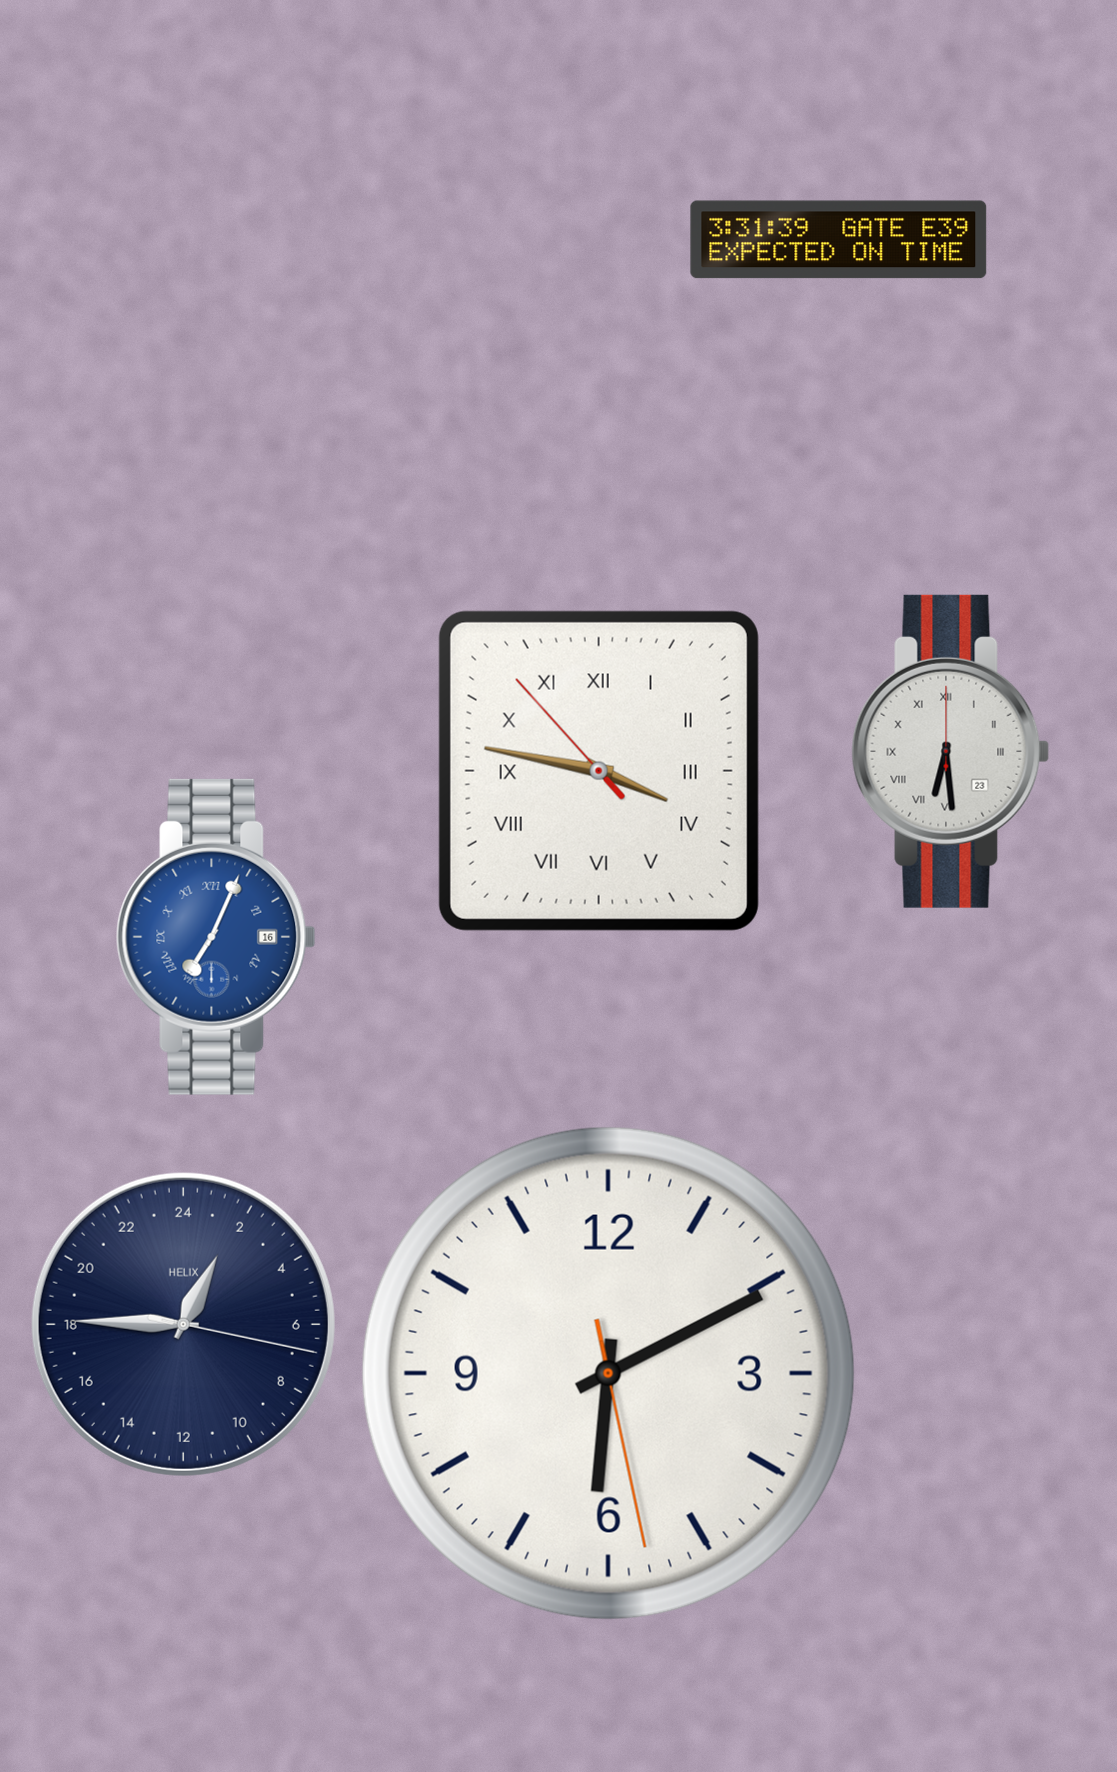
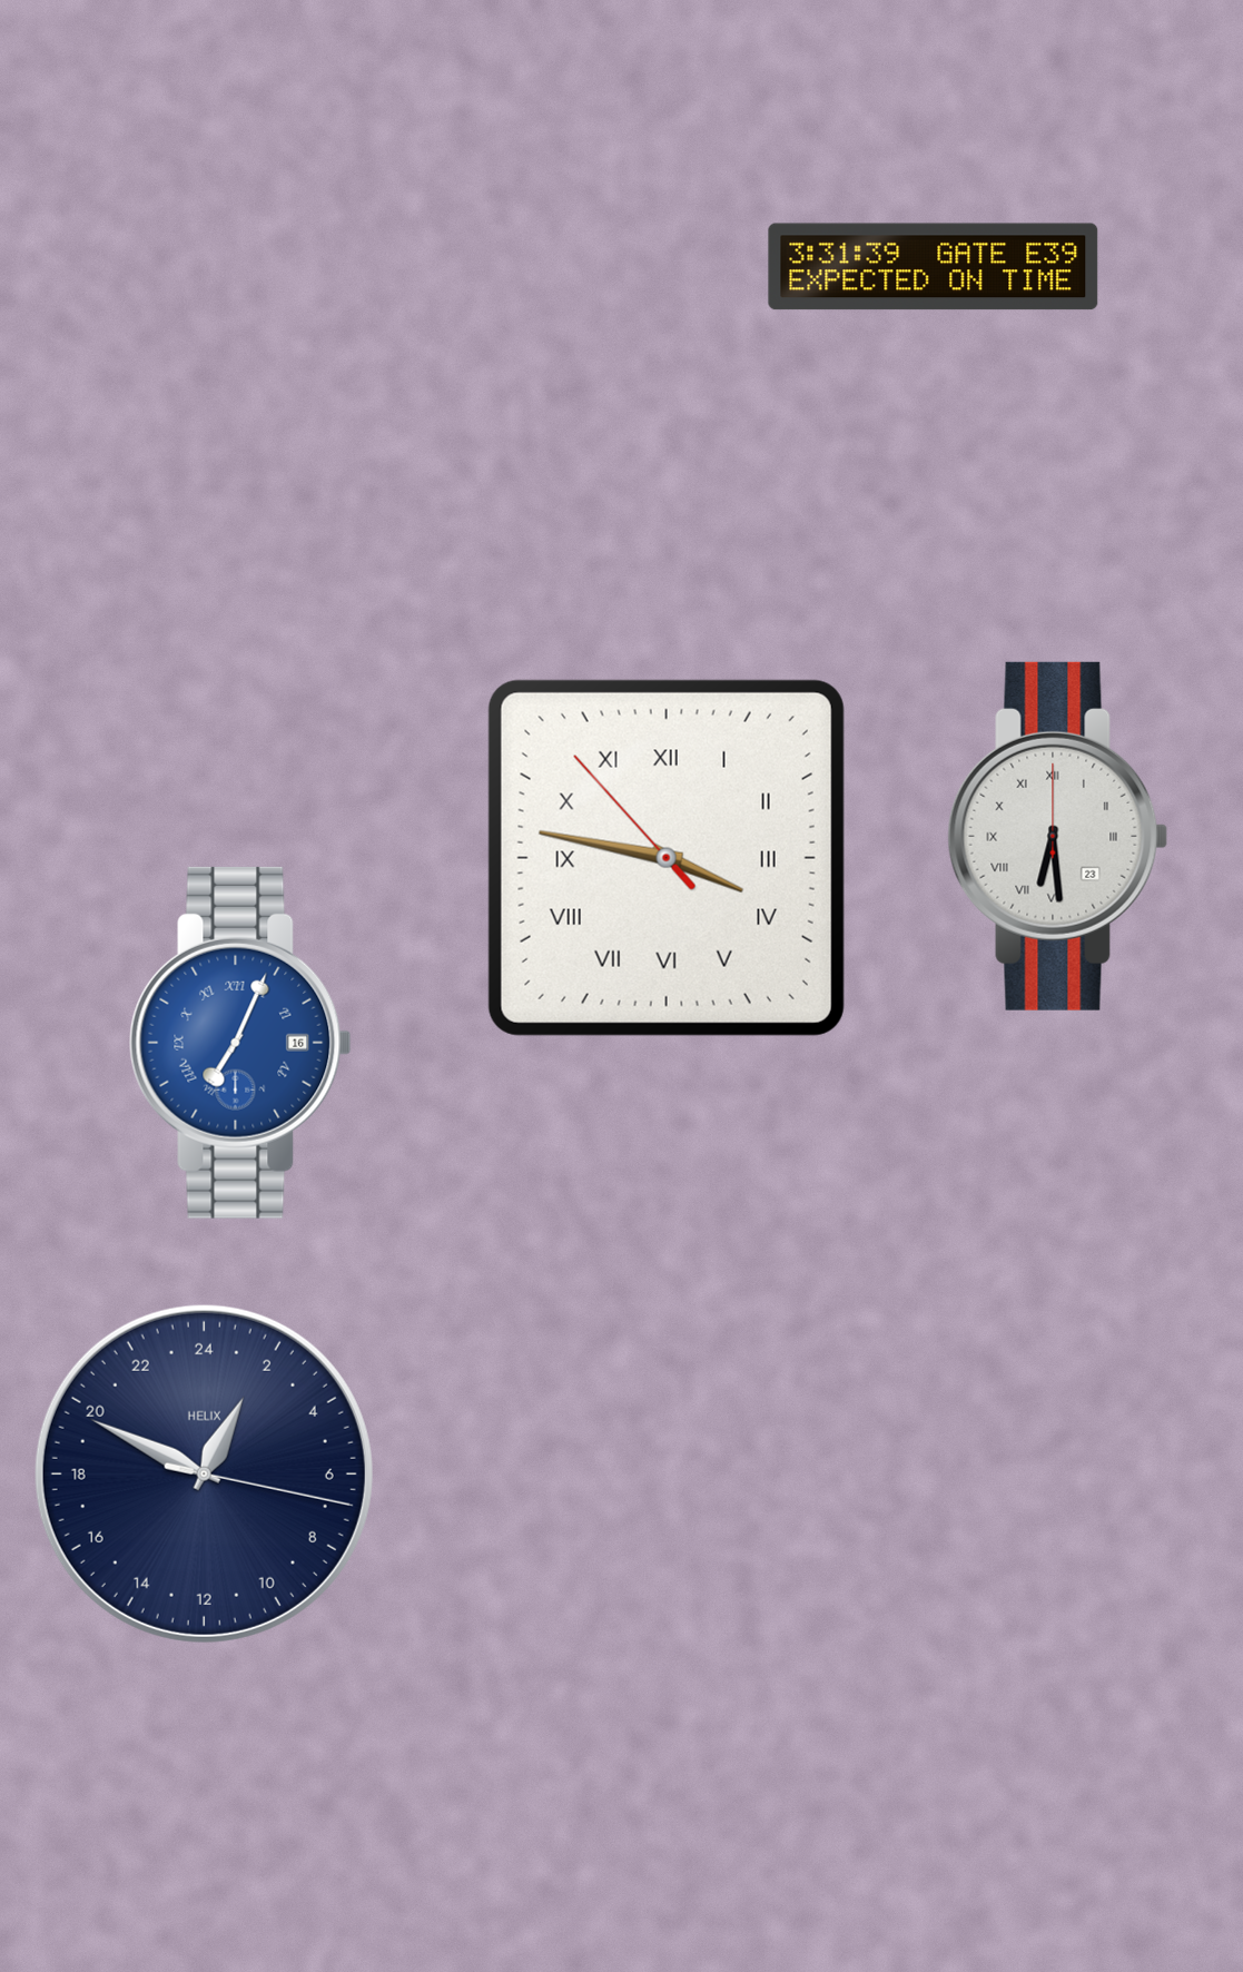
clock at (183, 1324): 1:45 -> 1:49
clock at (608, 1373): 6:10 -> none
